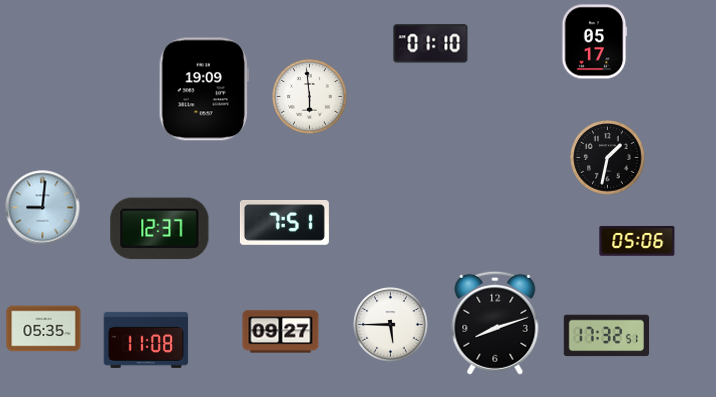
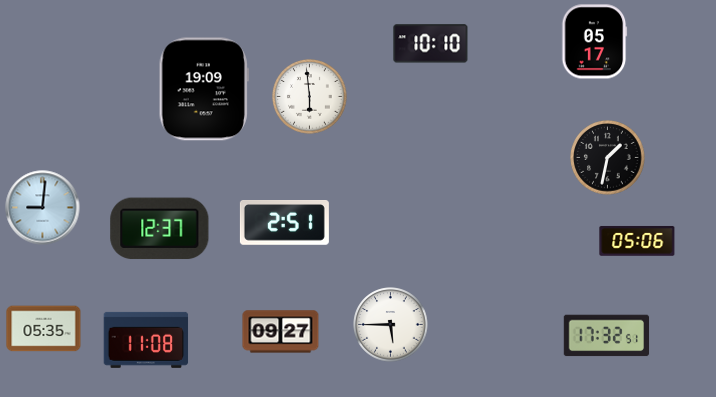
clock at (431, 44): 01:10 -> 10:10
clock at (284, 223): 7:51 -> 2:51
clock at (495, 323): 8:12 -> none
